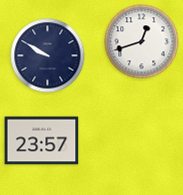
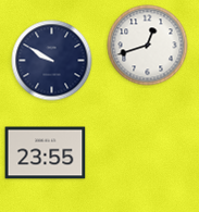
clock at (142, 42) position: (142, 42) -> (148, 46)
clock at (42, 141): 23:57 -> 23:55
